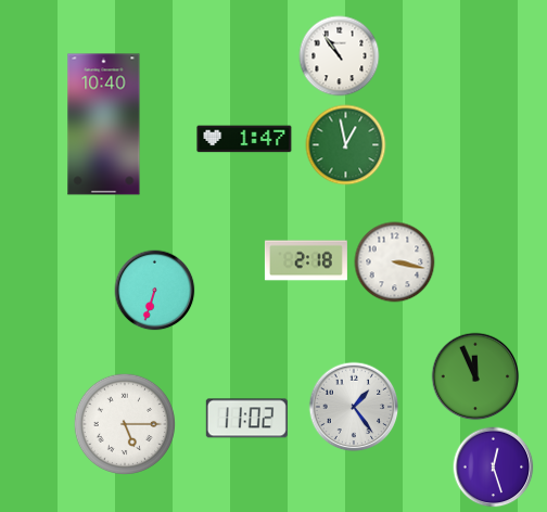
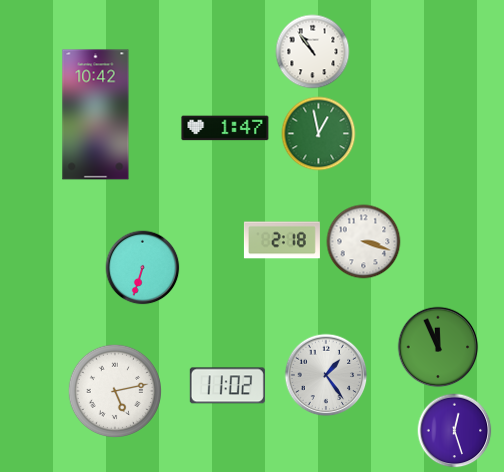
clock at (104, 125): 10:40 -> 10:42
clock at (395, 263): 3:17 -> 3:18
clock at (124, 423): 5:15 -> 5:13
